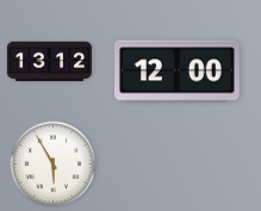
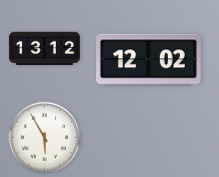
clock at (49, 62) position: (49, 62) -> (44, 49)
clock at (178, 72): 12:00 -> 12:02
